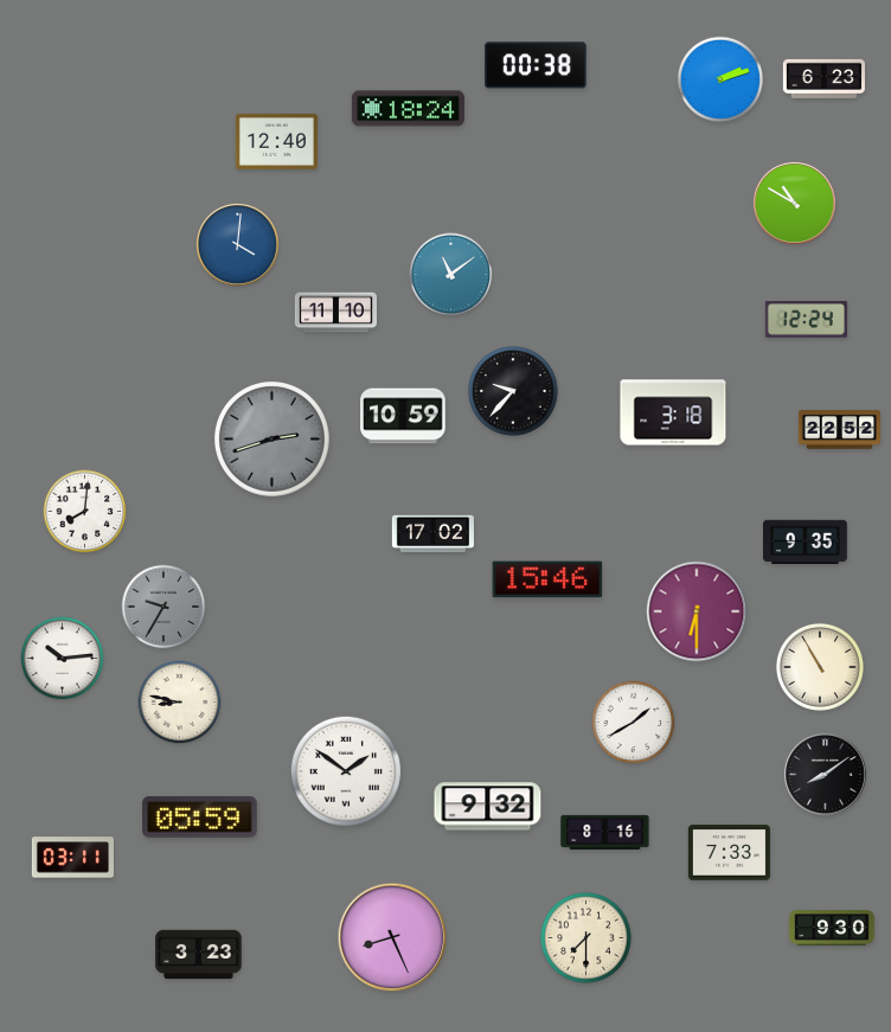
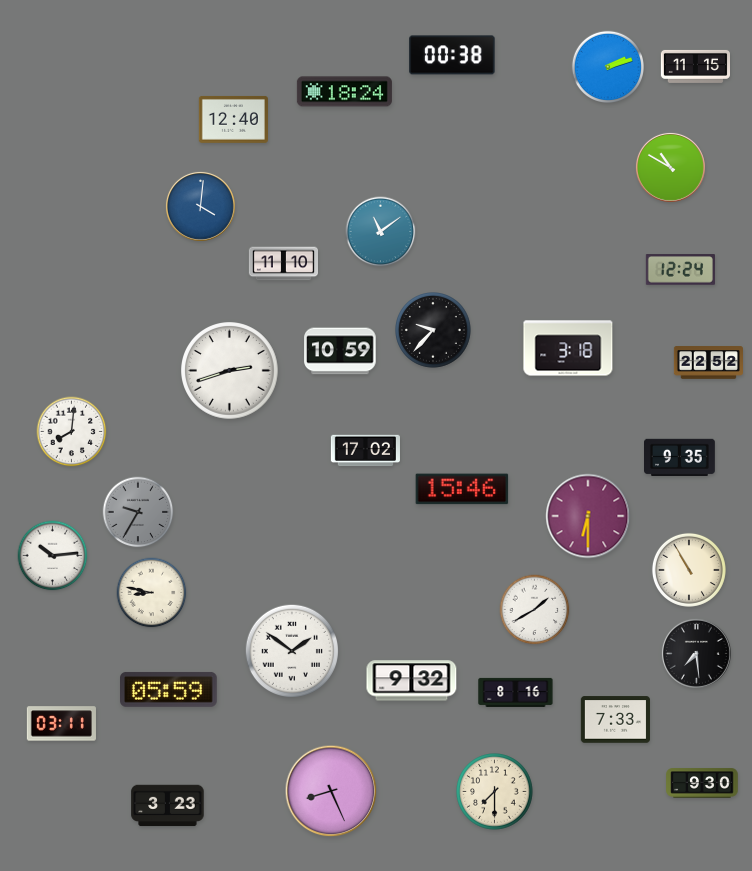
clock at (823, 78): 6:23 -> 11:15
clock at (794, 203) position: (794, 203) -> (670, 167)
clock at (273, 440) dial: grey -> white
clock at (820, 667) position: (820, 667) -> (689, 570)
clock at (825, 774): 8:09 -> 7:29
clock at (605, 832) position: (605, 832) -> (516, 692)
